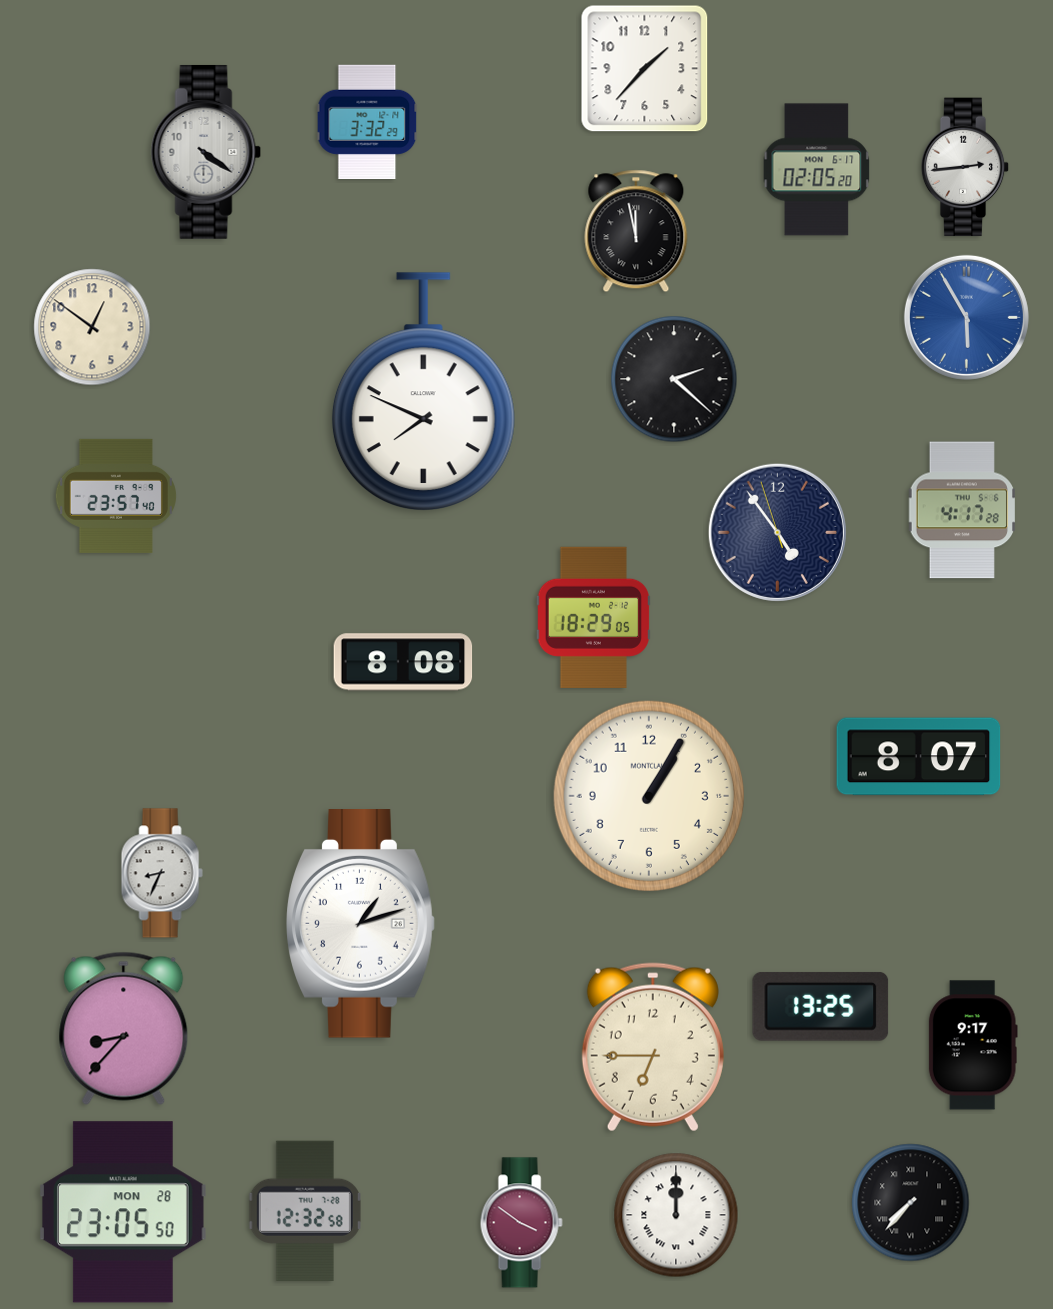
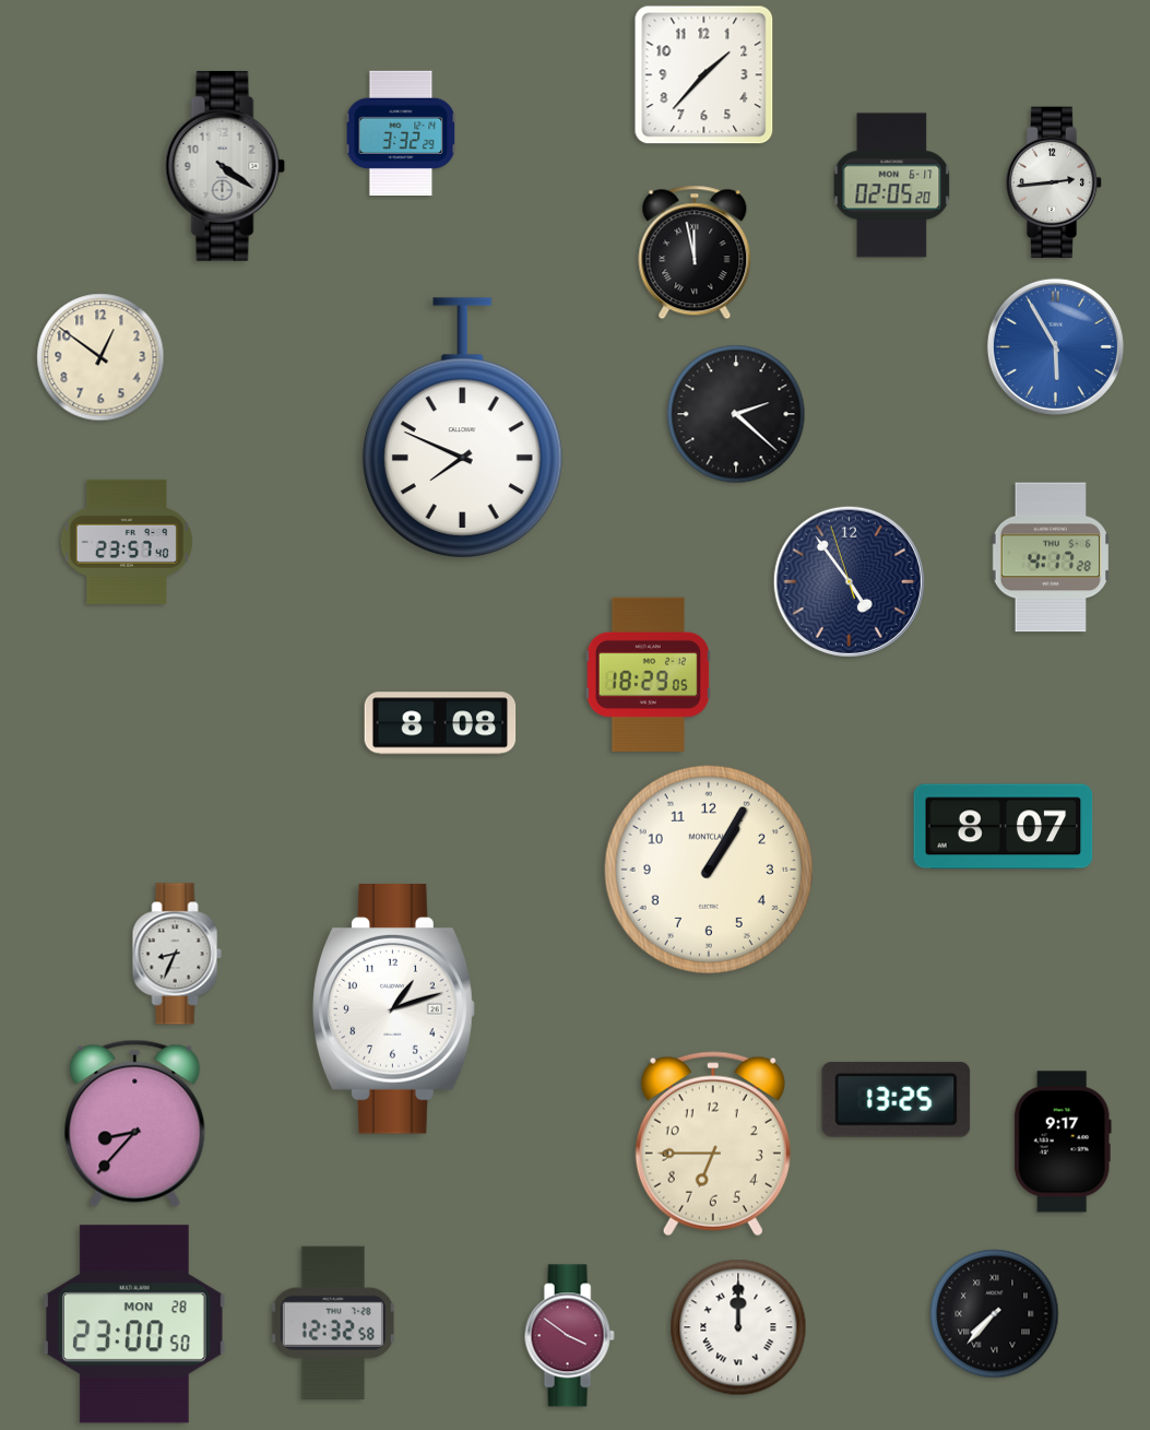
clock at (124, 1212): 23:05 -> 23:00
